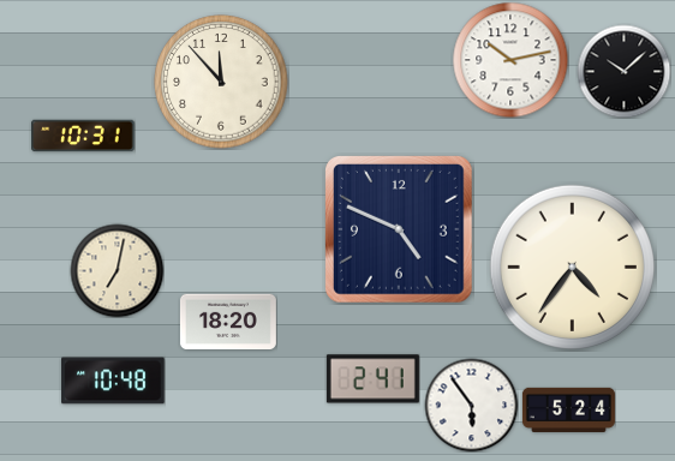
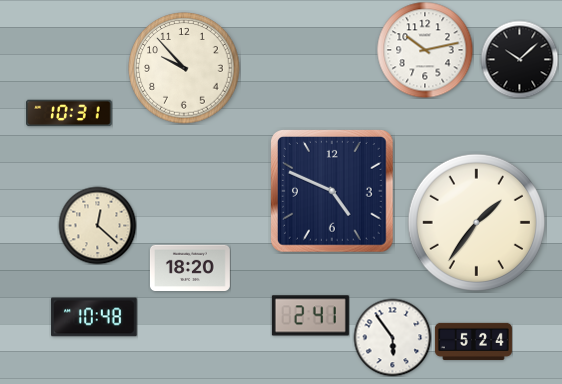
clock at (221, 82): 11:53 -> 9:53
clock at (572, 267): 4:36 -> 1:36
clock at (117, 270): 7:02 -> 12:22
